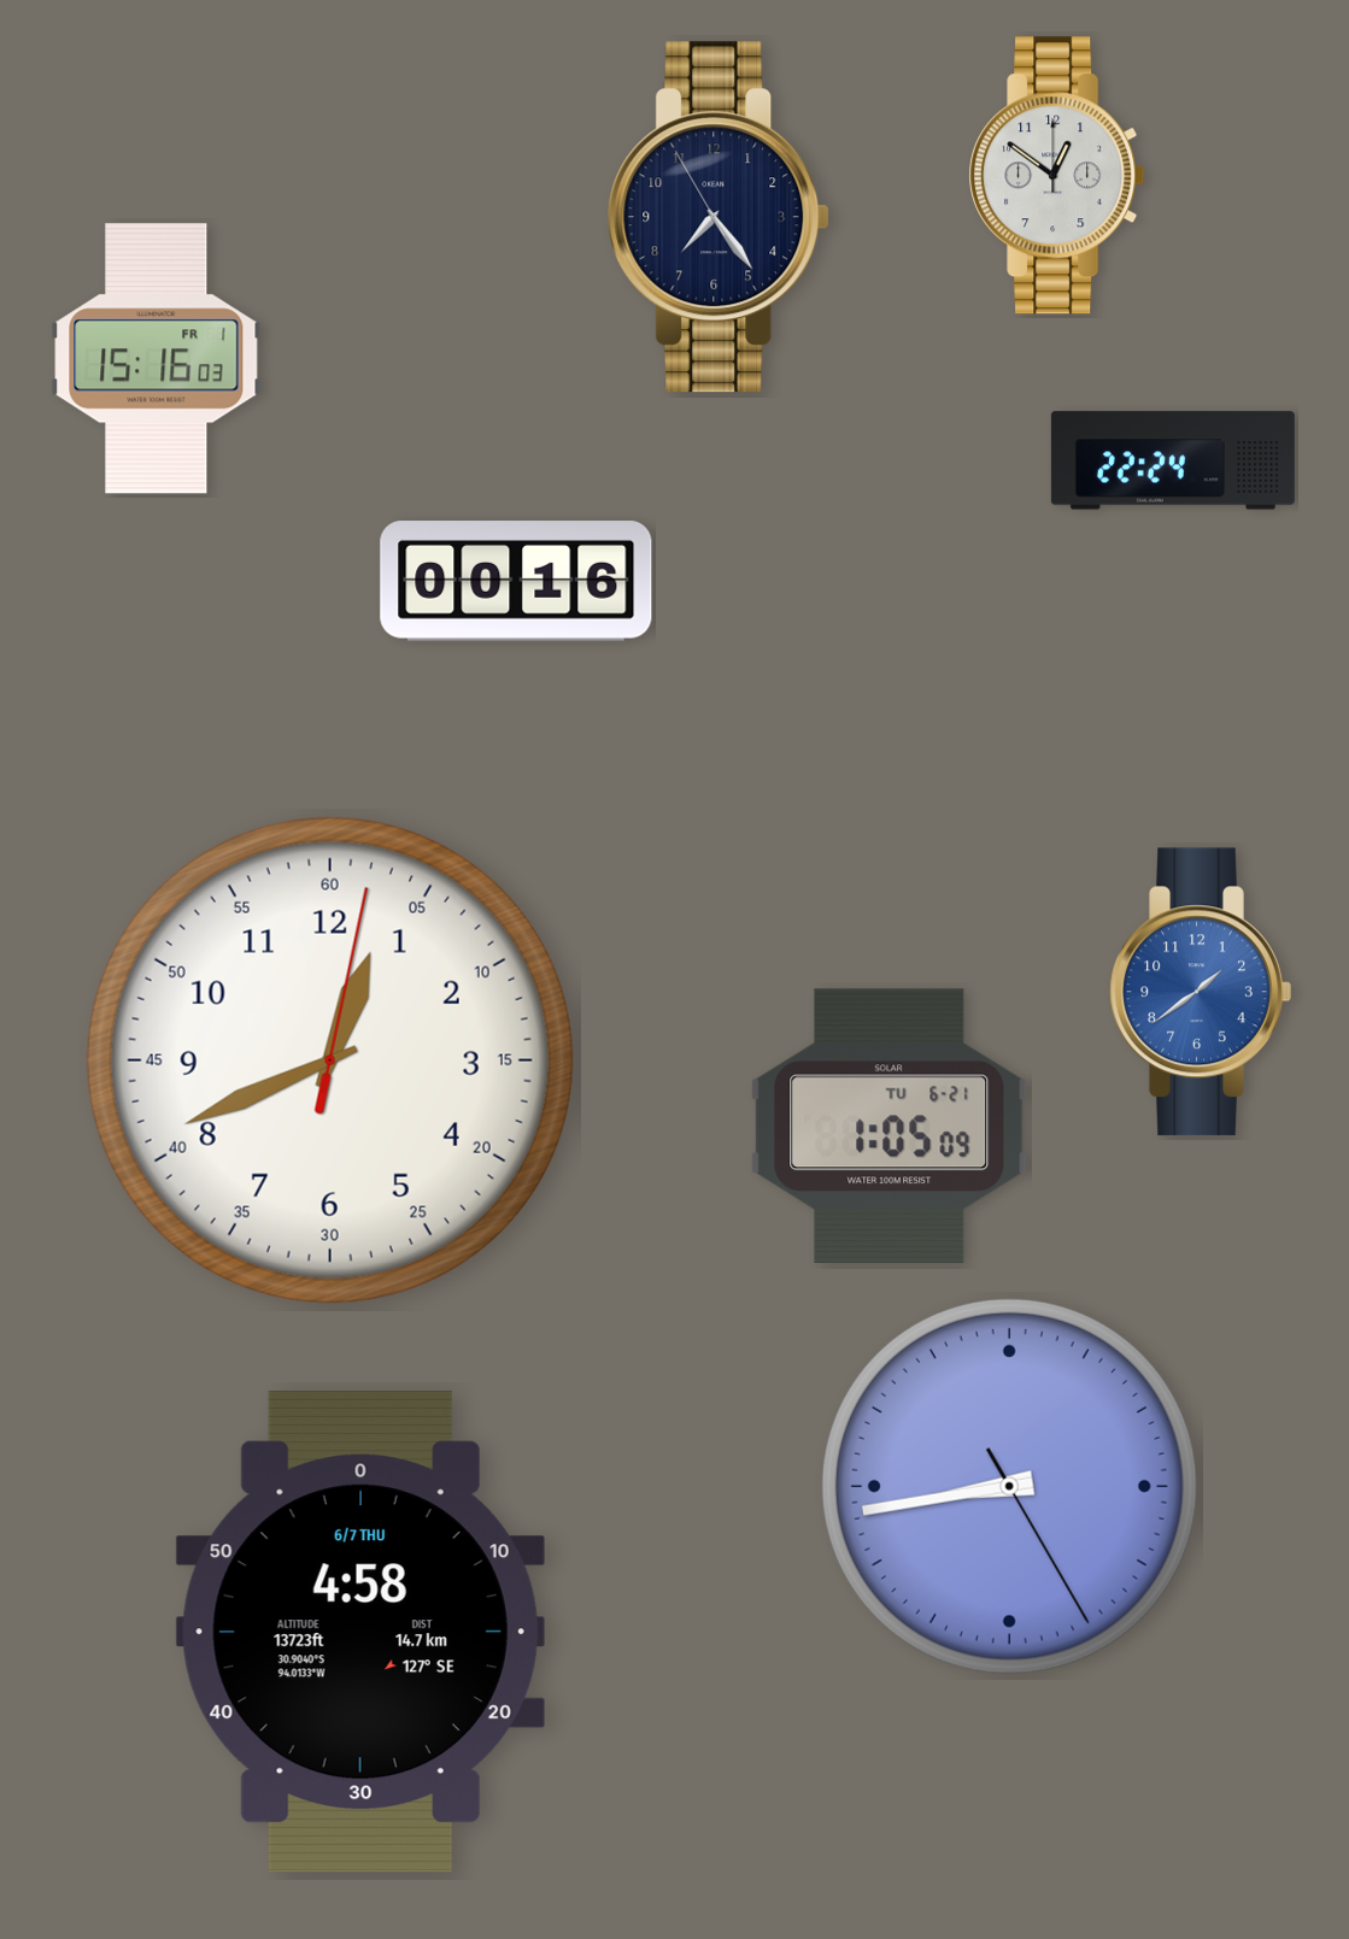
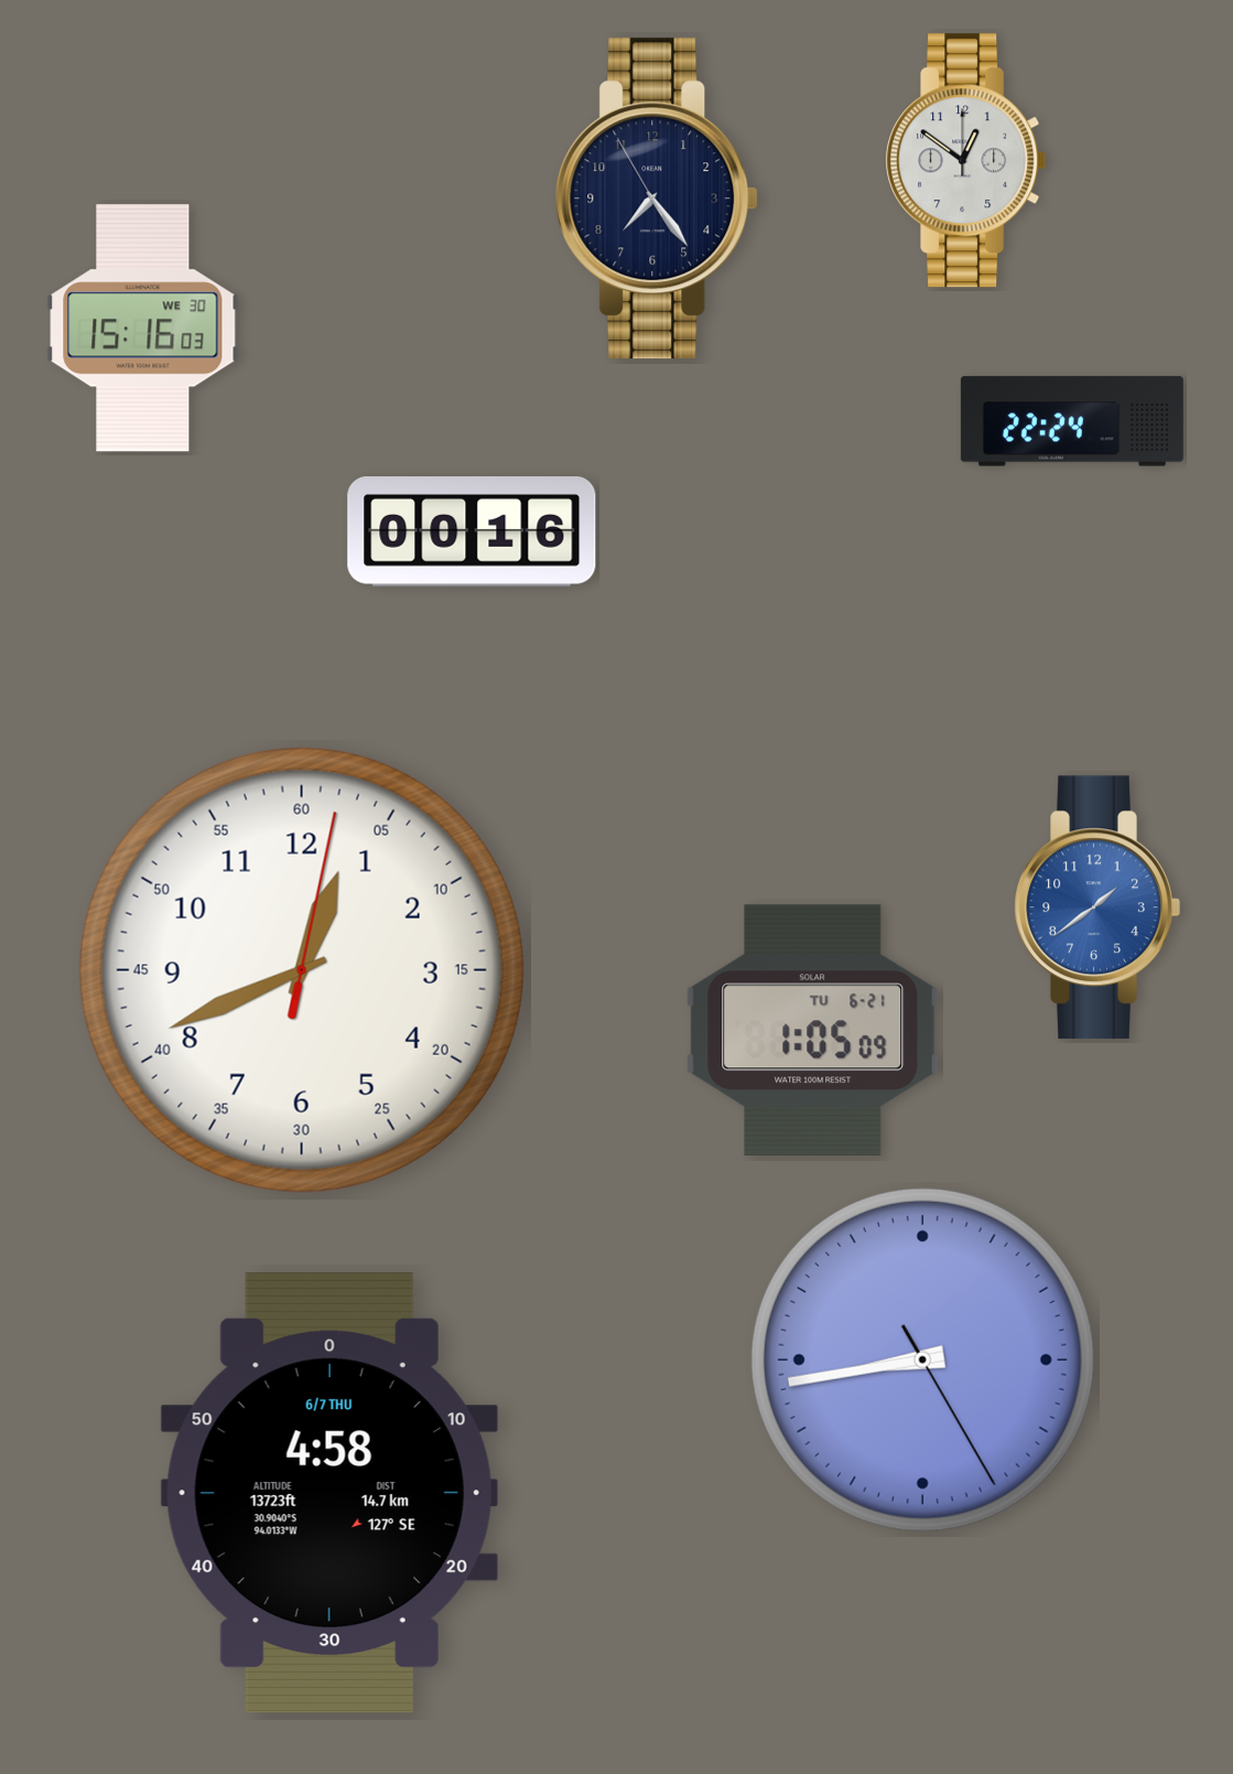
clock at (157, 359) date: FR 1 -> WE 30
